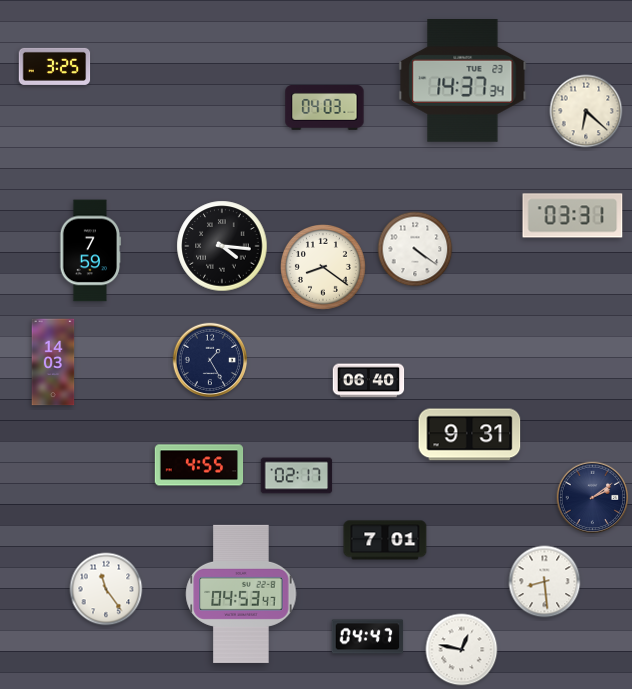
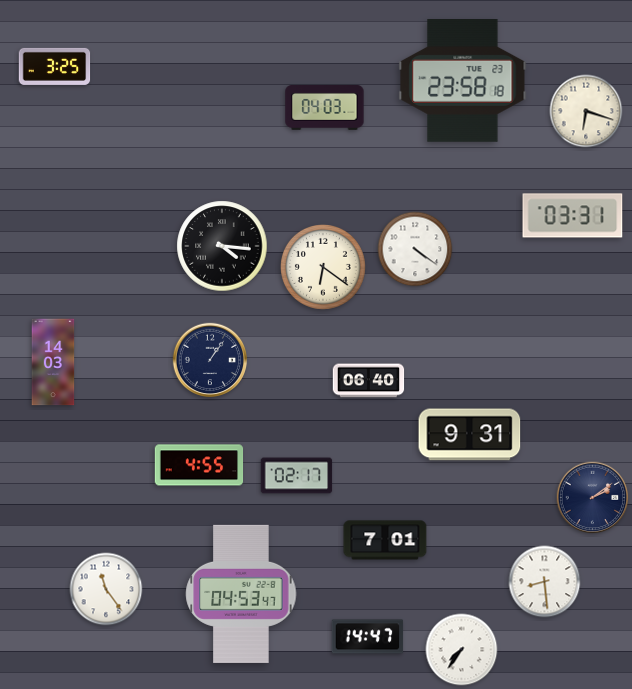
clock at (463, 81): 14:37 -> 23:58
clock at (586, 111): 6:22 -> 6:18
clock at (90, 251): 7:59 -> none
clock at (323, 267): 8:21 -> 6:21
clock at (210, 360): 1:25 -> 1:06
clock at (368, 637): 04:47 -> 14:47
clock at (462, 650): 12:47 -> 7:36
